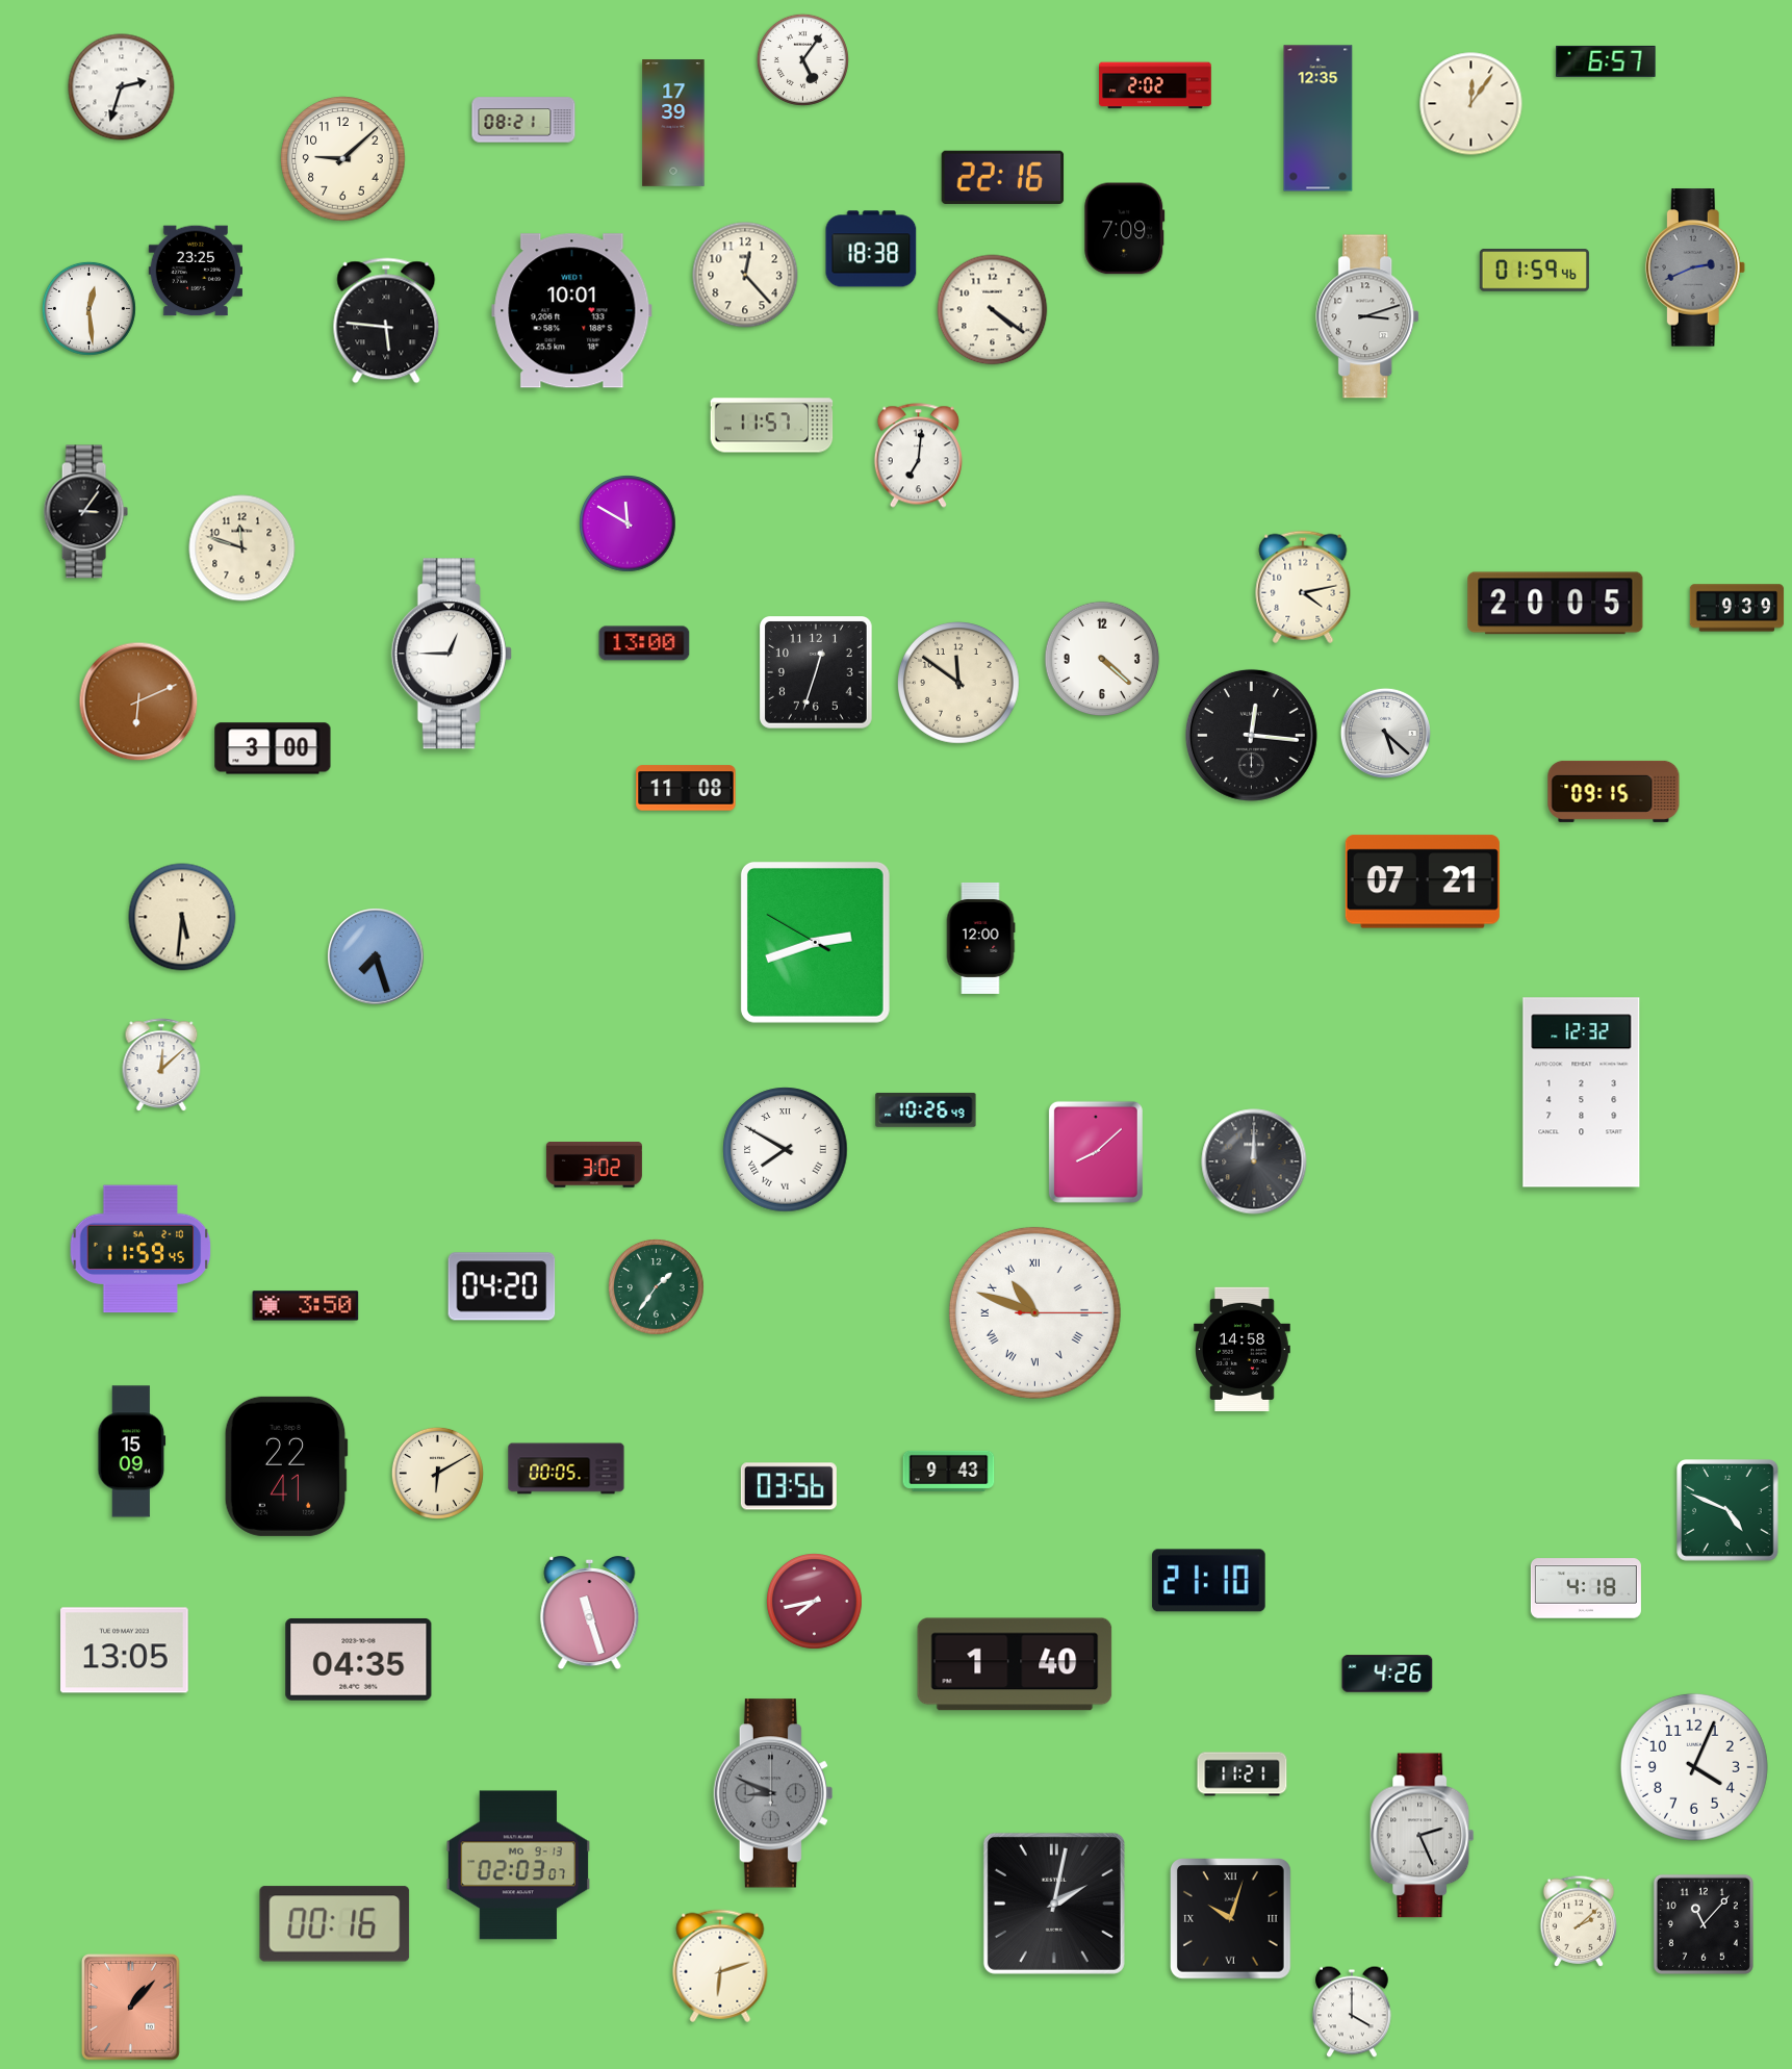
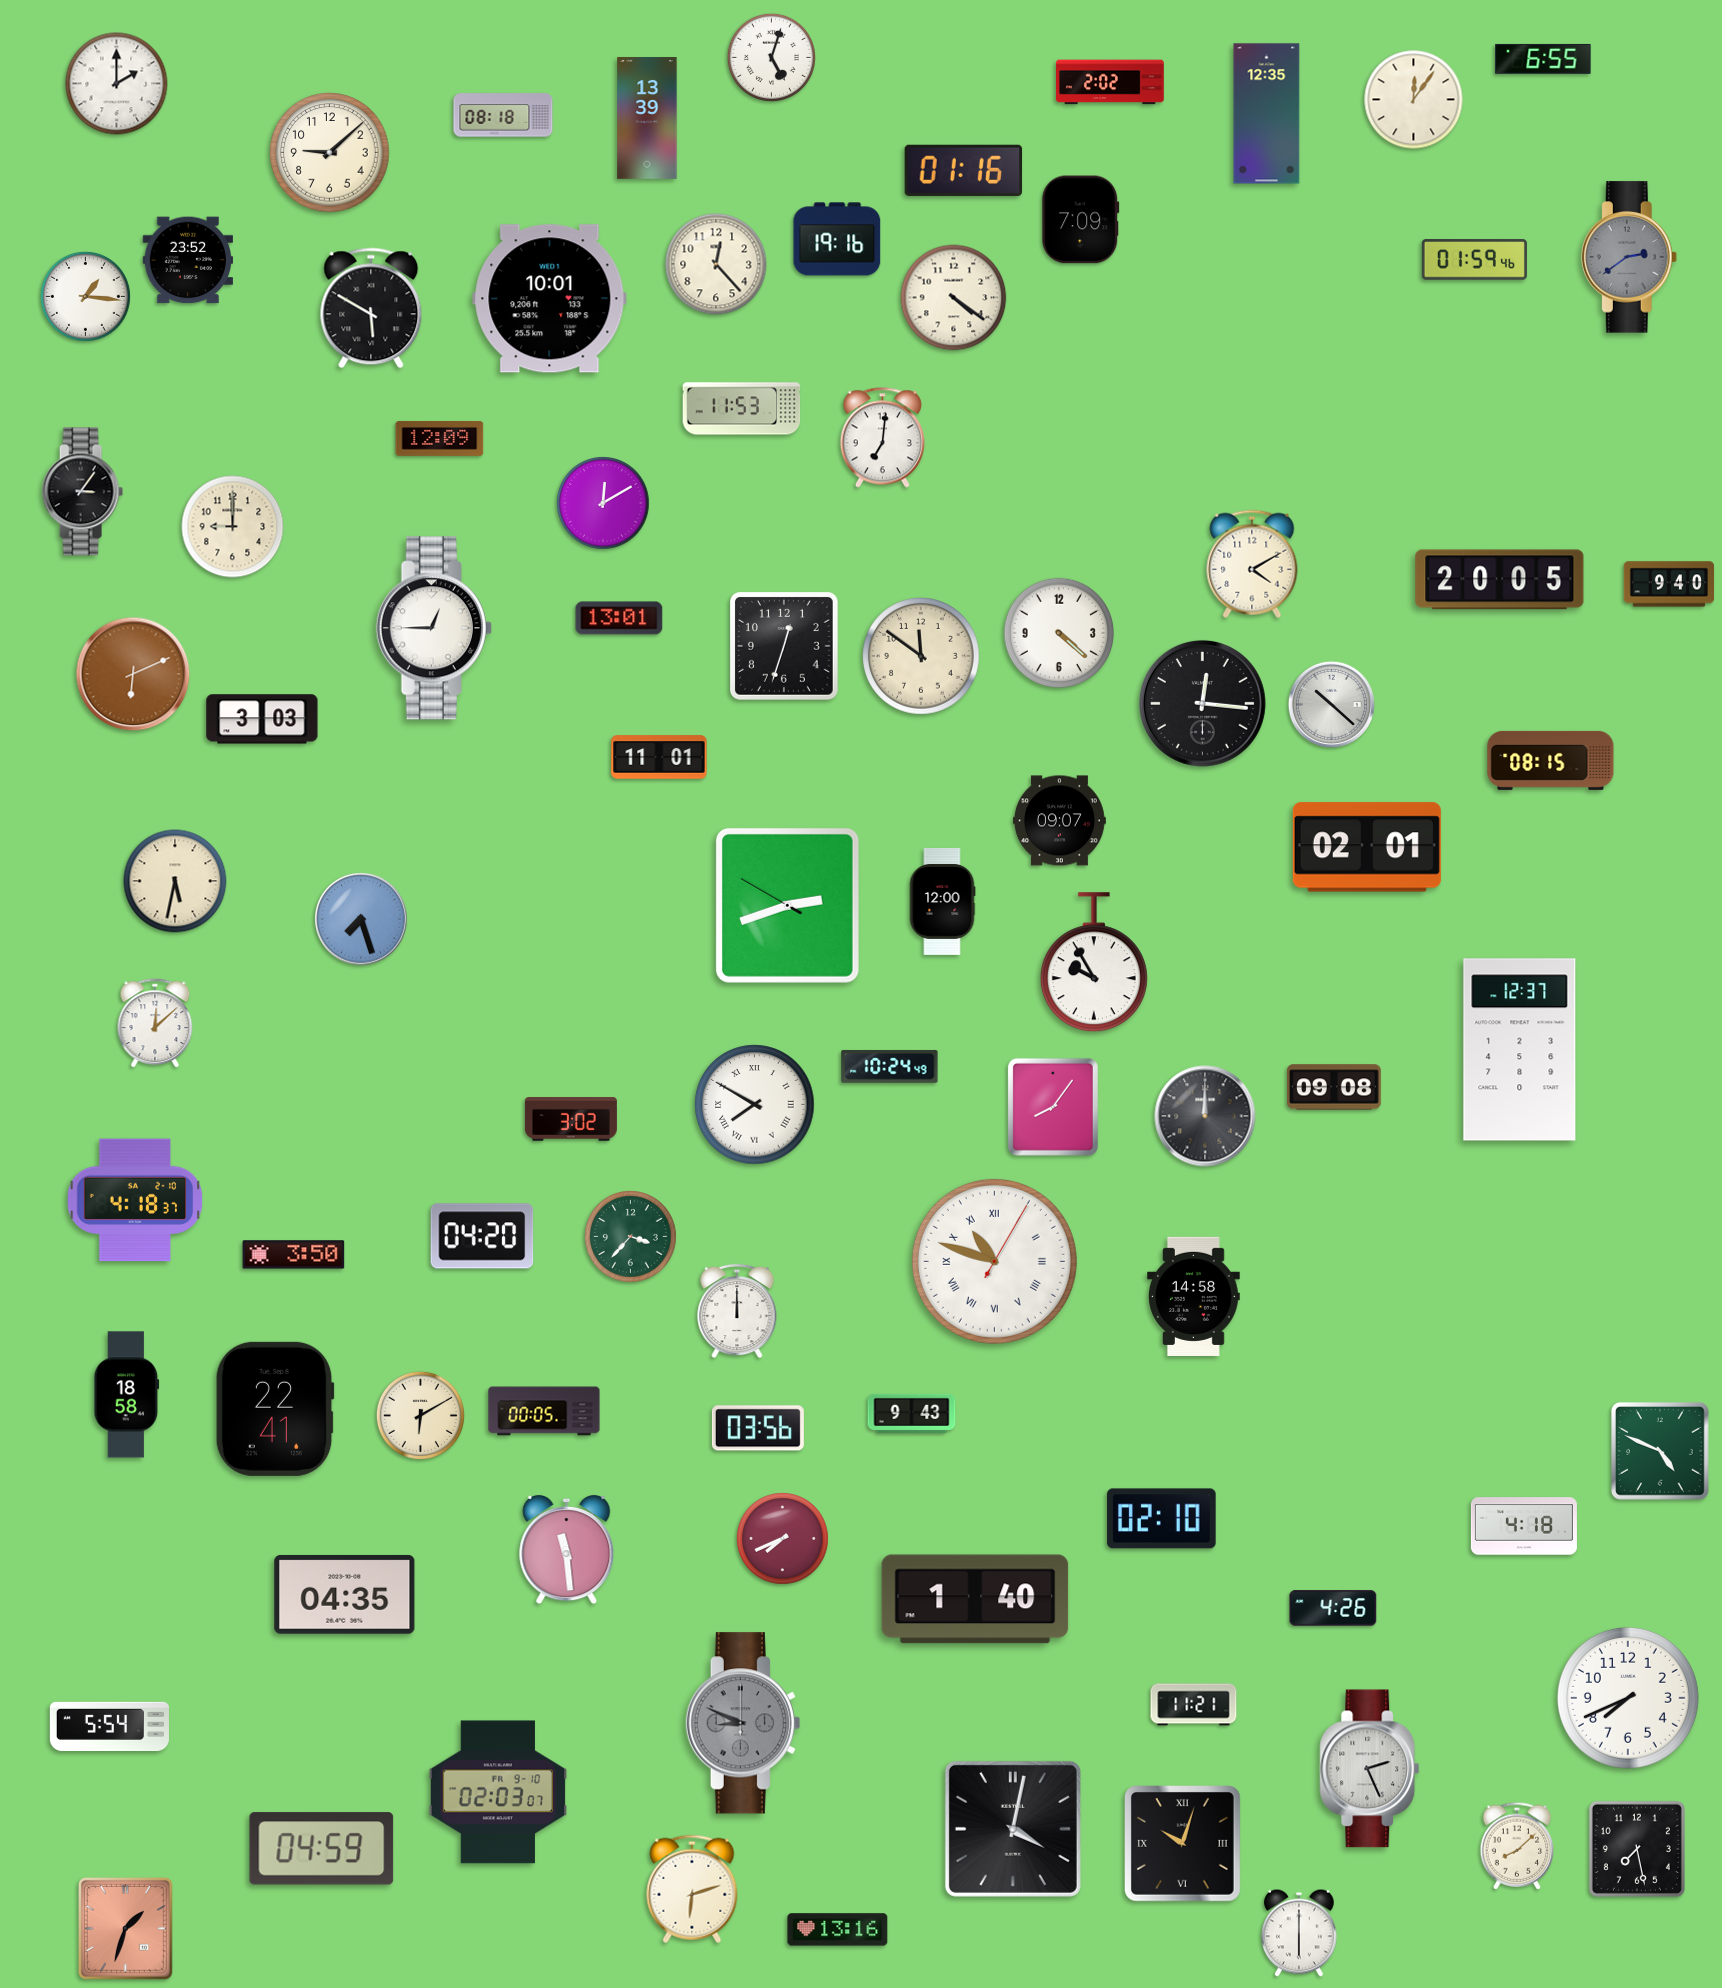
clock at (802, 59): 5:06 -> 5:03
clock at (1606, 61): 6:57 -> 6:55
clock at (122, 87): 2:33 -> 2:00
clock at (523, 120): 08:21 -> 08:18
clock at (673, 123): 17:39 -> 13:39
clock at (1003, 177): 22:16 -> 01:16
clock at (871, 249): 18:38 -> 19:16
clock at (1695, 267): 2:41 -> 2:39
clock at (195, 271): 23:25 -> 23:52
clock at (88, 308): 12:29 -> 1:16
clock at (1368, 316): 3:12 -> none
clock at (386, 321): 5:46 -> 5:50
clock at (772, 426): 11:57 -> 11:53
clock at (440, 439): none -> 12:09
clock at (628, 523): 11:50 -> 12:10
clock at (242, 548): 11:48 -> 9:00
clock at (1303, 587): 4:13 -> 4:10
clock at (1556, 604) position: (1556, 604) -> (1500, 580)
clock at (1737, 608): 9:39 -> 9:40
clock at (644, 643): 13:00 -> 13:01
clock at (1385, 733): 5:22 -> 10:22
clock at (1251, 735) position: (1251, 735) -> (1202, 703)
clock at (273, 748): 3:00 -> 3:03
clock at (686, 788): 11:08 -> 11:01
clock at (1614, 791): 09:15 -> 08:15
clock at (1059, 821): none -> 09:07
clock at (1423, 882): 07:21 -> 02:01
clock at (182, 917): 5:31 -> 5:32
clock at (815, 942) position: (815, 942) -> (787, 905)
clock at (1094, 963): none -> 9:55
clock at (1582, 1093): 12:32 -> 12:37
clock at (926, 1110): 10:26 -> 10:24
clock at (1334, 1087): none -> 09:08
clock at (1096, 1152): 8:08 -> 8:06
clock at (140, 1249): 11:59 -> 4:18
clock at (657, 1287): 1:36 -> 3:37
clock at (1034, 1312): 10:48:15 -> 10:48:05
clock at (737, 1311): none -> 12:00
clock at (132, 1452): 15:09 -> 18:58
clock at (1209, 1581): 21:10 -> 02:10
clock at (815, 1602): 7:43 -> 7:41
clock at (590, 1613): 11:27 -> 11:29
clock at (125, 1651): 13:05 -> none
clock at (1694, 1767): 4:04 -> 7:41
clock at (109, 1726): none -> 5:54
clock at (1423, 1836) position: (1423, 1836) -> (1370, 1769)
clock at (518, 1865) date: MO 9-13 -> FR 9-10
clock at (1054, 1904): 2:02 -> 4:02
clock at (1579, 1921): 2:08 -> 8:08
clock at (335, 1924): 00:16 -> 04:59
clock at (1704, 1924): 11:07 -> 7:28
clock at (130, 2007): 1:07 -> 1:33
clock at (838, 1930): none -> 13:16
clock at (1352, 2012): 4:00 -> 6:00
